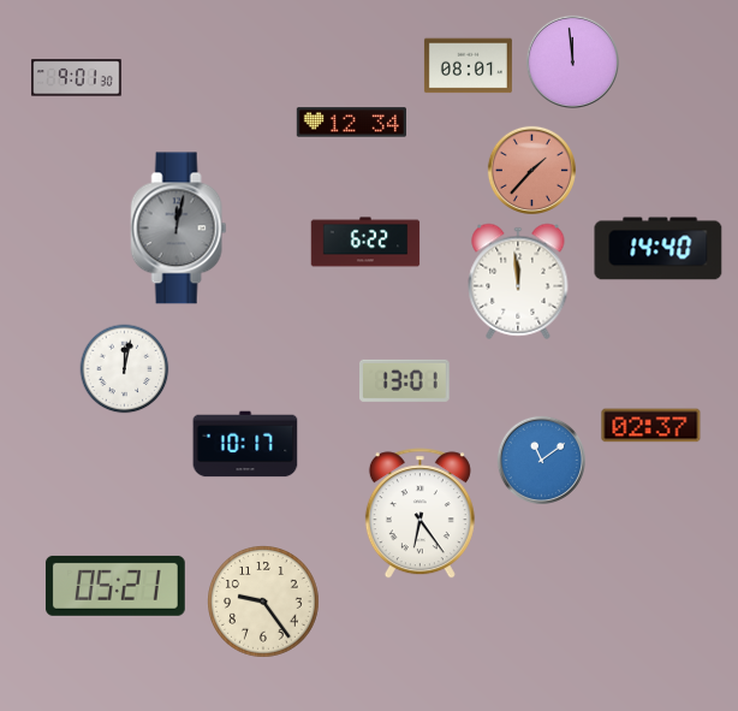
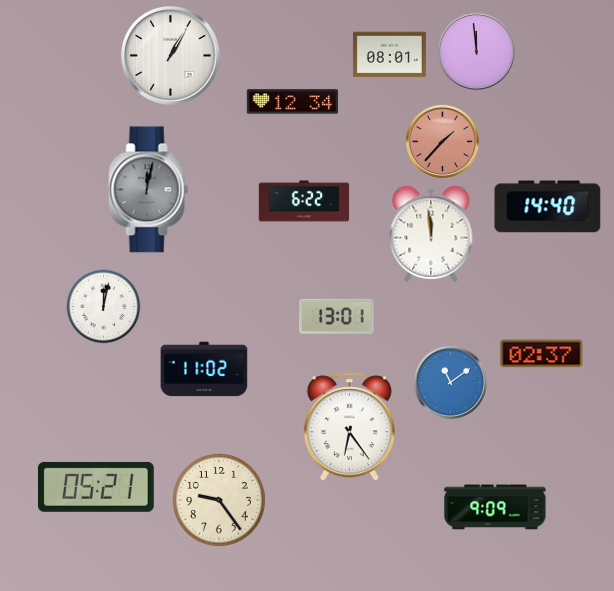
clock at (170, 55): none -> 1:05
clock at (77, 78): 9:01 -> none
clock at (245, 444): 10:17 -> 11:02
clock at (495, 507): none -> 9:09
